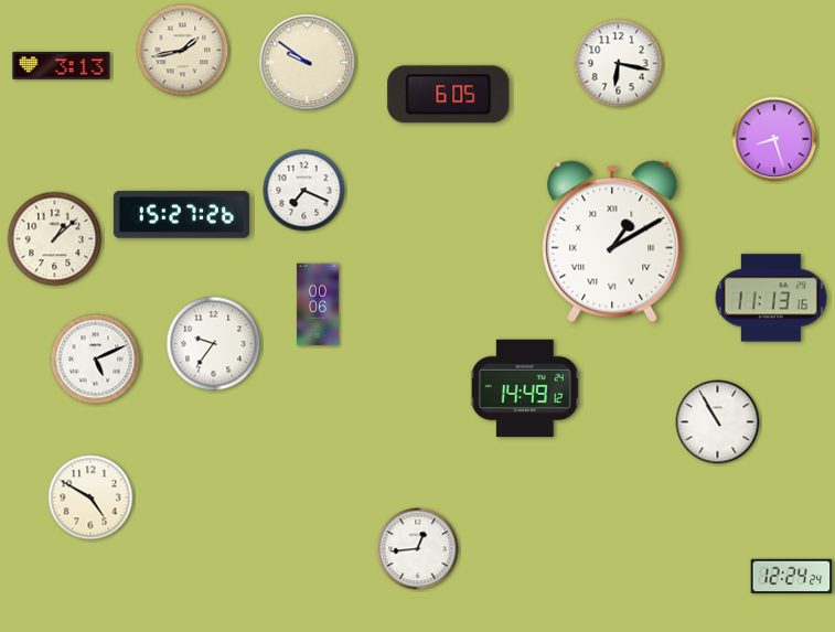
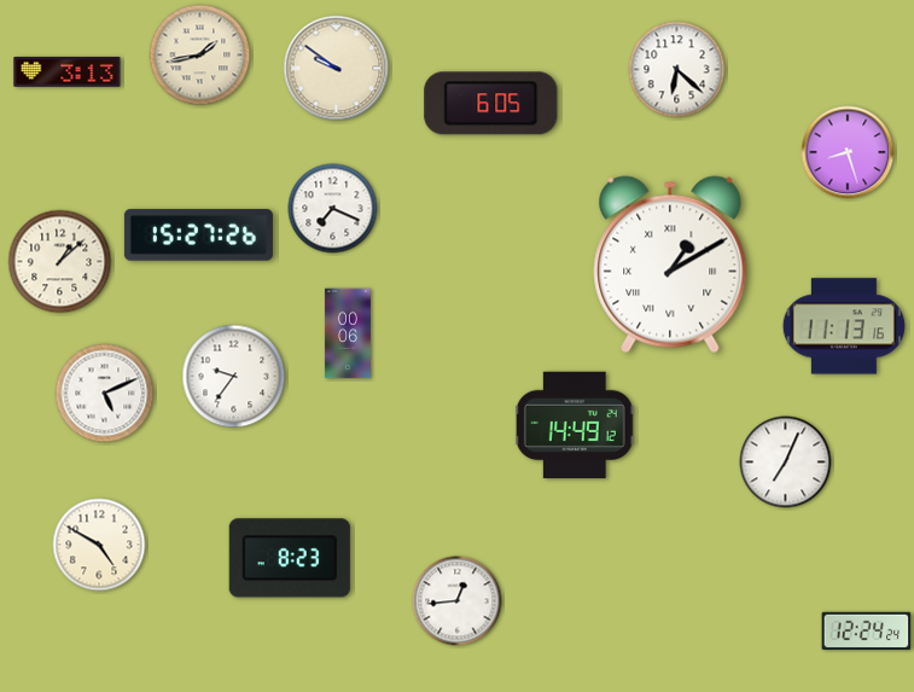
clock at (619, 64): 6:17 -> 6:22
clock at (718, 422): 10:55 -> 7:04
clock at (290, 558): none -> 8:23
